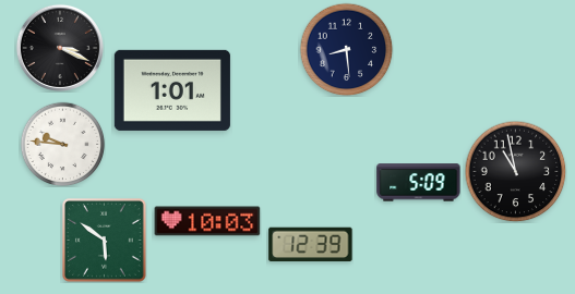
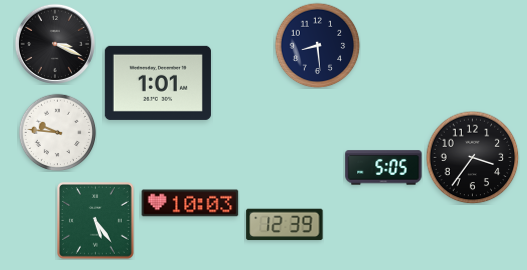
clock at (515, 171): 10:58 -> 3:36
clock at (419, 183): 5:09 -> 5:05
clock at (105, 241): 5:51 -> 5:24
